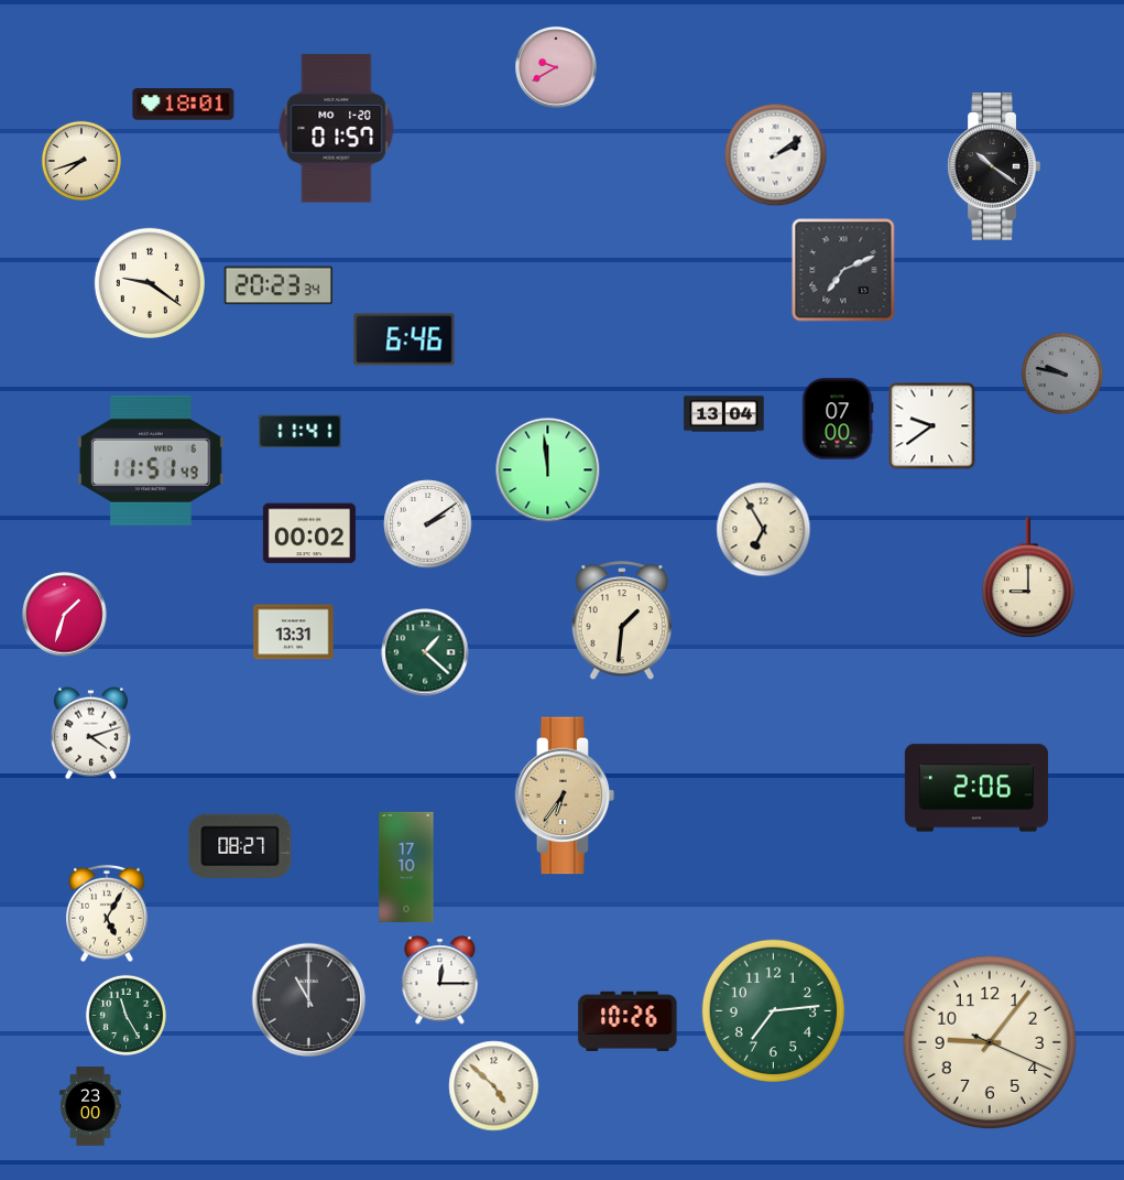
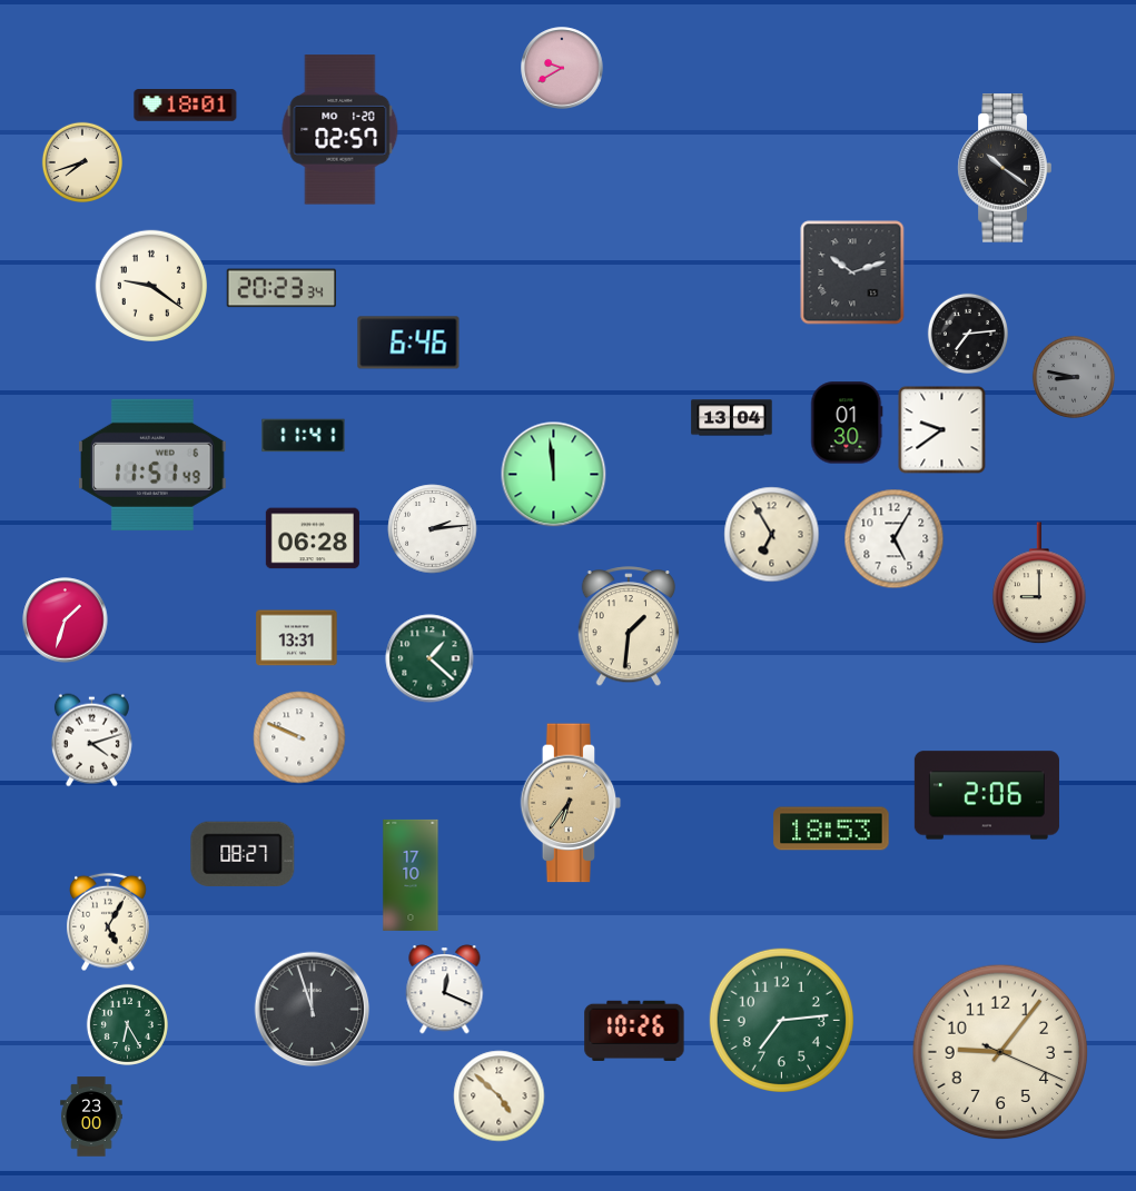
clock at (337, 129): 01:57 -> 02:57
clock at (776, 155): 2:09 -> none
clock at (843, 270): 7:11 -> 10:12
clock at (967, 333): none -> 7:14
clock at (1062, 374): 9:47 -> 8:47
clock at (838, 419): 07:00 -> 01:30
clock at (428, 524): 2:09 -> 2:14
clock at (309, 533): 00:02 -> 06:28
clock at (895, 539): none -> 5:05
clock at (299, 737): none -> 9:49
clock at (831, 828): none -> 18:53
clock at (440, 981): 12:15 -> 12:19
clock at (309, 1000): 11:00 -> 11:57
clock at (126, 1015): 11:25 -> 6:25
